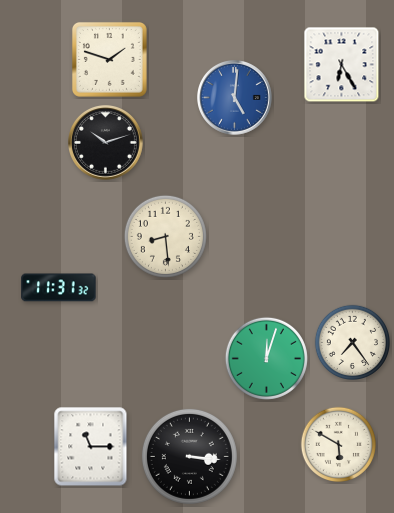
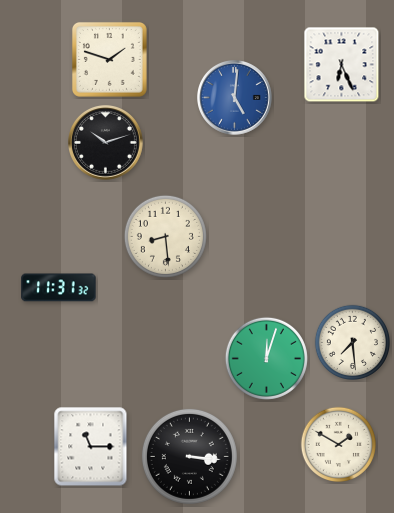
clock at (342, 65): 6:25 -> 6:26
clock at (352, 342): 7:24 -> 7:29
clock at (338, 444): 5:50 -> 1:50
